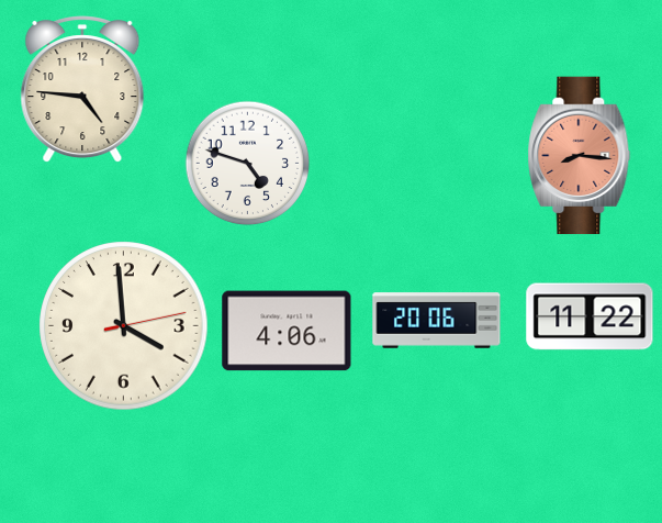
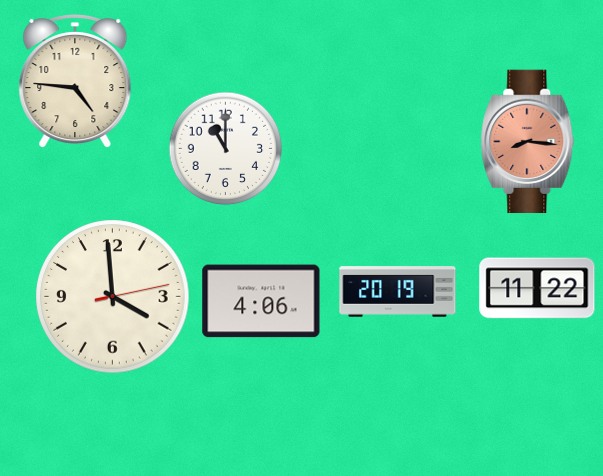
clock at (247, 163): 4:48 -> 11:00
clock at (437, 321): 20:06 -> 20:19
